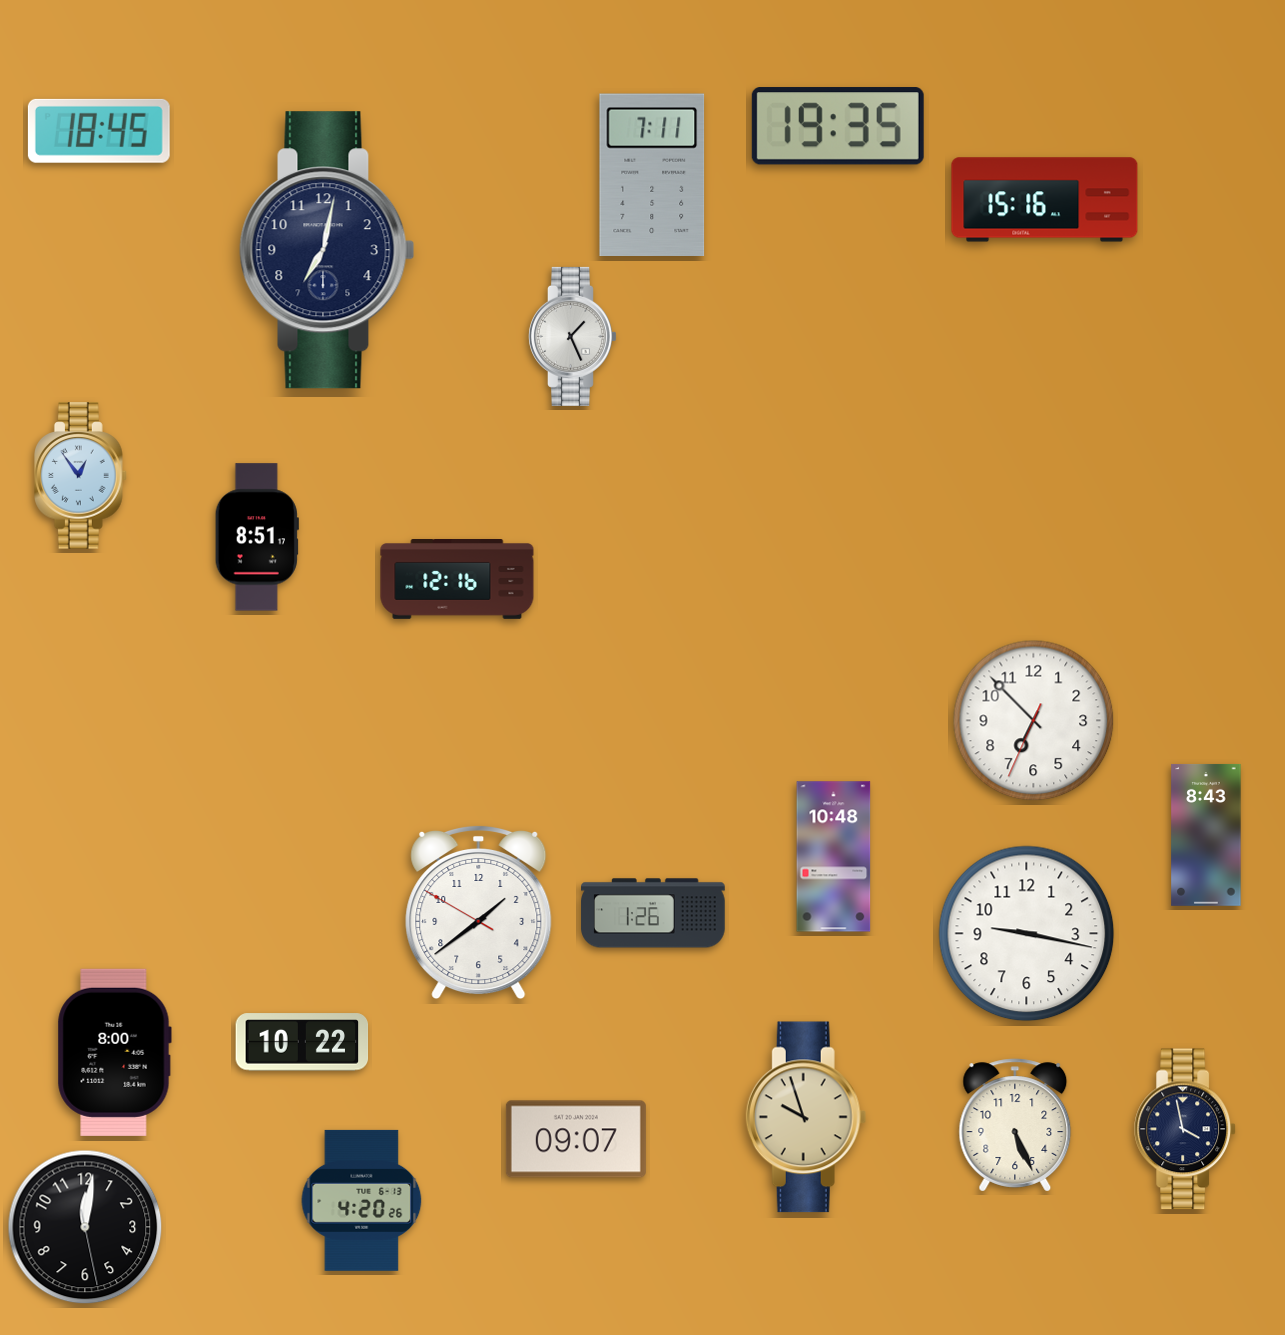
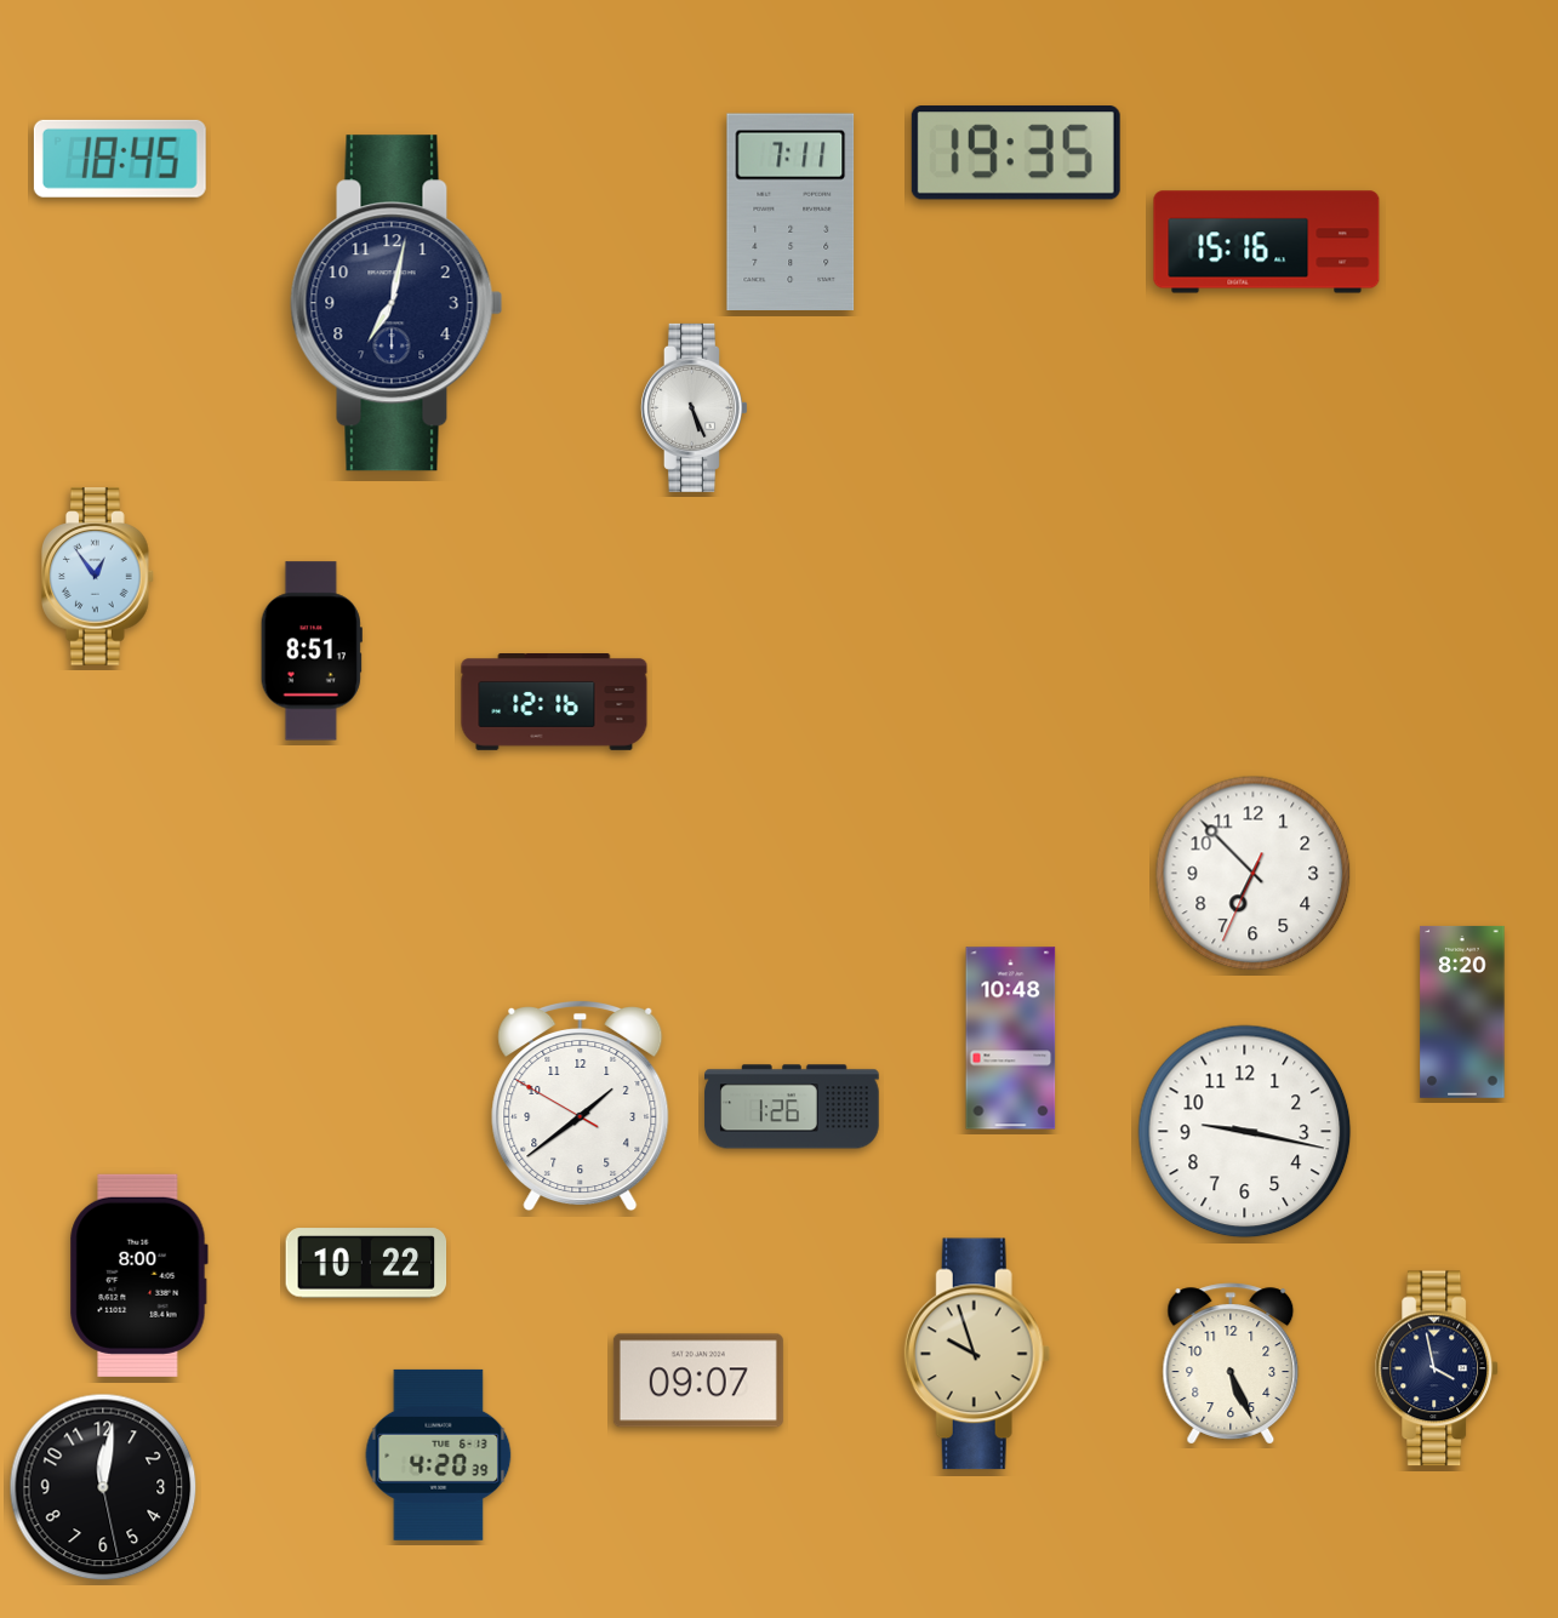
clock at (572, 336): 1:26 -> 5:26
clock at (1206, 835): 8:43 -> 8:20
clock at (362, 1200): 4:20:26 -> 4:20:39
